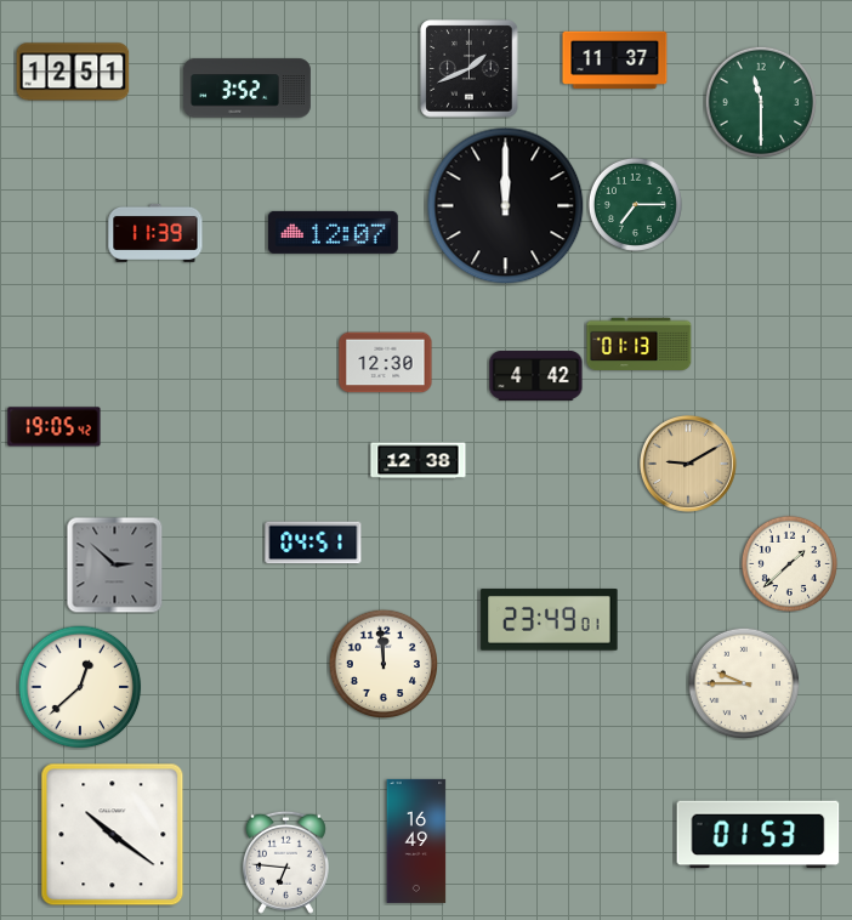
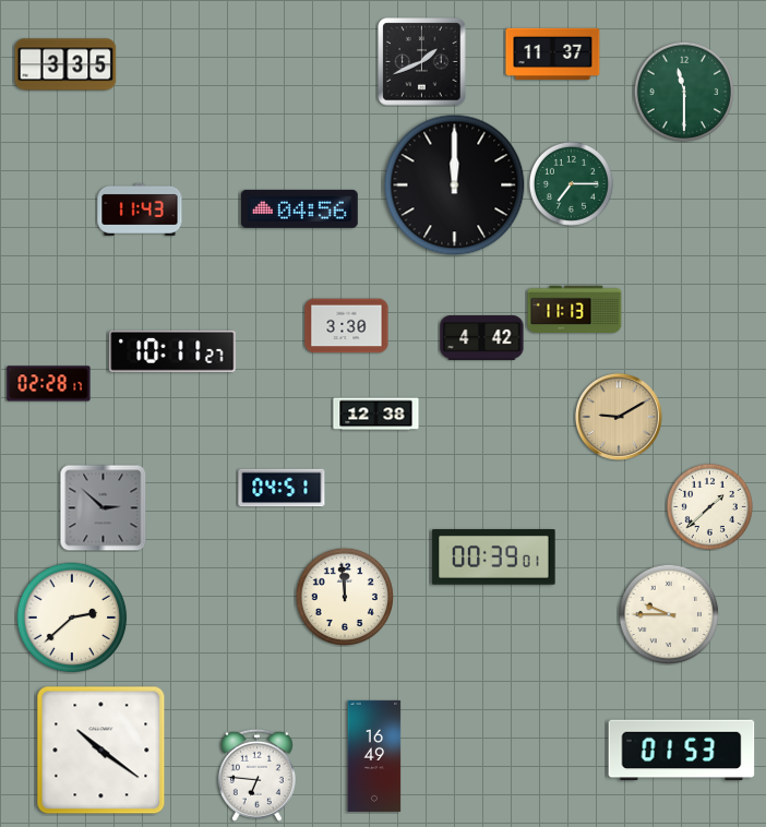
clock at (73, 72): 12:51 -> 3:35
clock at (246, 89): 3:52 -> none
clock at (333, 232): 12:07 -> 04:56
clock at (155, 233): 11:39 -> 11:43
clock at (640, 343): 01:13 -> 11:13
clock at (386, 363): 12:30 -> 3:30
clock at (172, 351): none -> 10:11
clock at (55, 427): 19:05 -> 02:28
clock at (550, 620): 23:49 -> 00:39
clock at (80, 687): 12:38 -> 2:38
